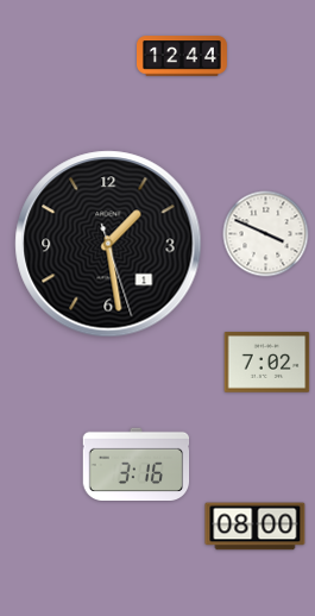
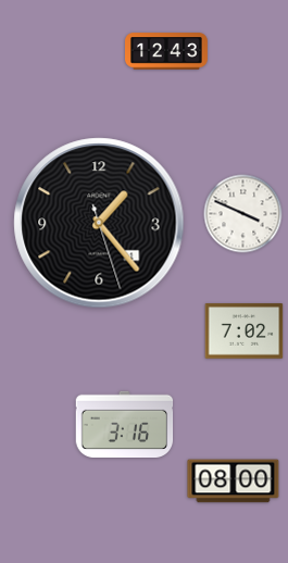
clock at (183, 56): 12:44 -> 12:43
clock at (108, 244): 1:28 -> 1:23
